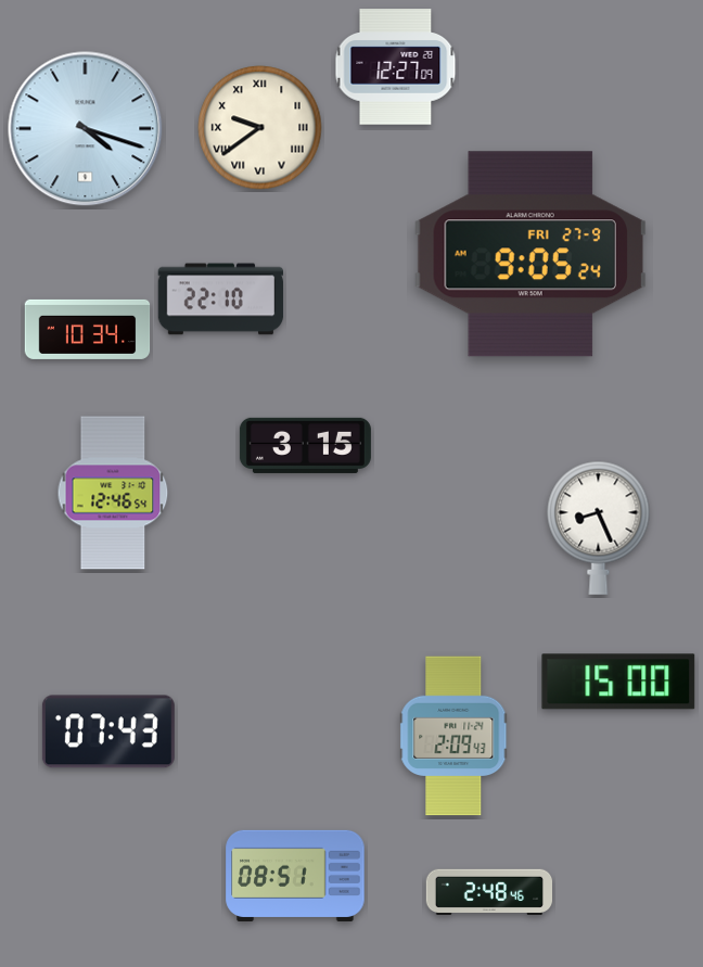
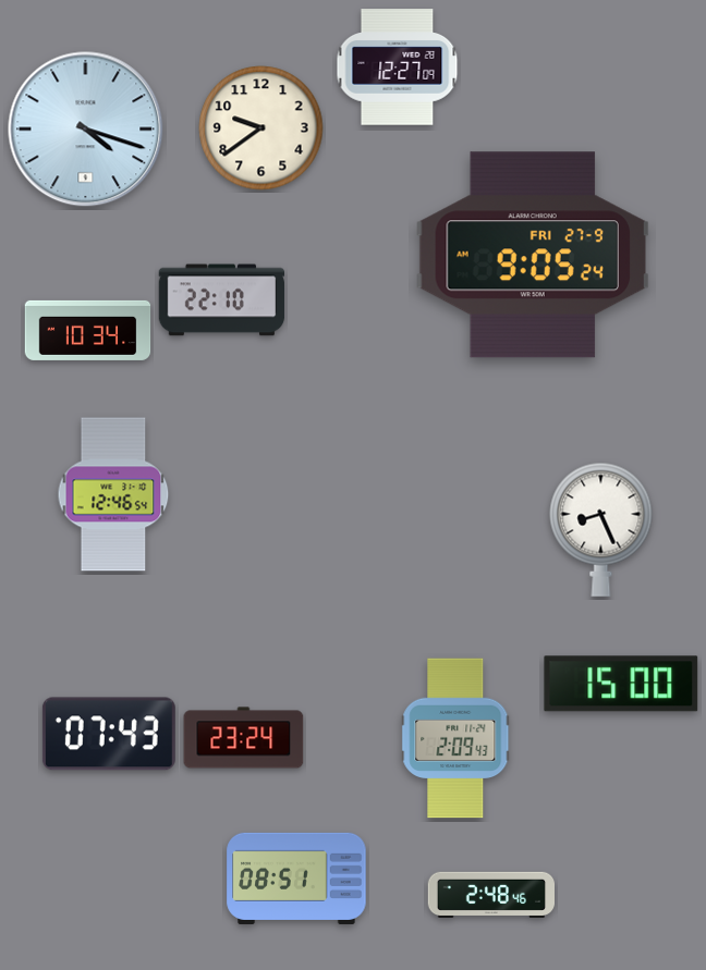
clock at (260, 128) numerals: Roman -> Arabic
clock at (305, 445): 3:15 -> none
clock at (244, 738): none -> 23:24
